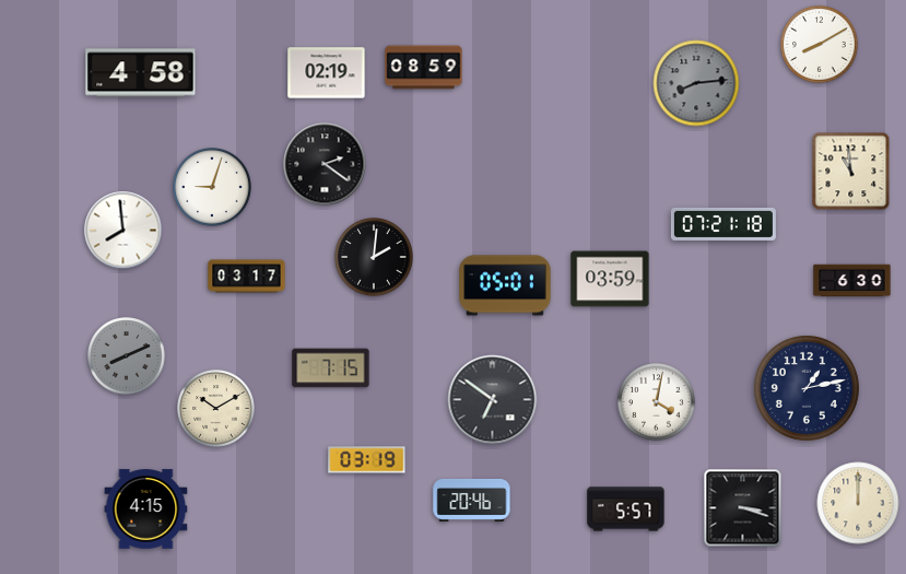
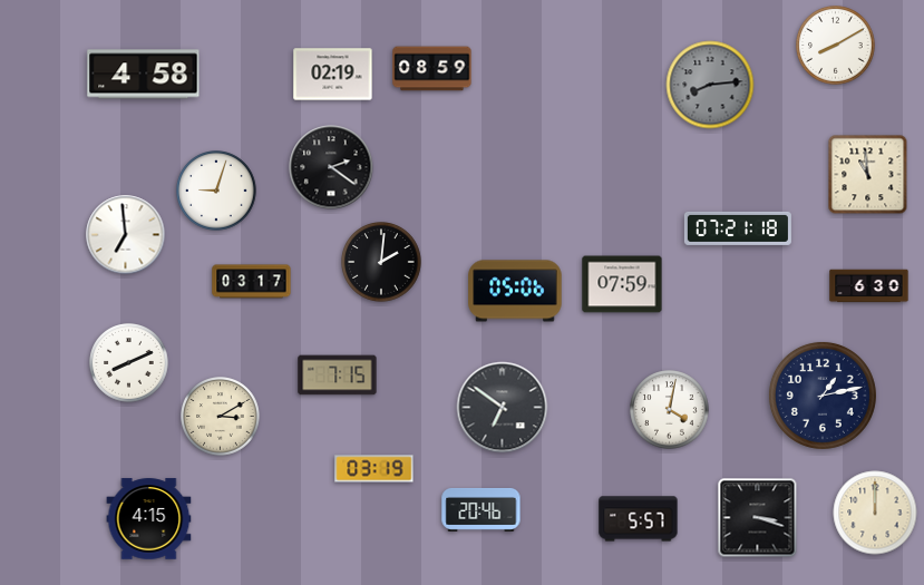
clock at (123, 231): 7:59 -> 6:59
clock at (610, 279): 03:59 -> 07:59
clock at (505, 285): 05:01 -> 05:06
clock at (127, 356) dial: grey -> white
clock at (216, 409): 10:10 -> 3:10
